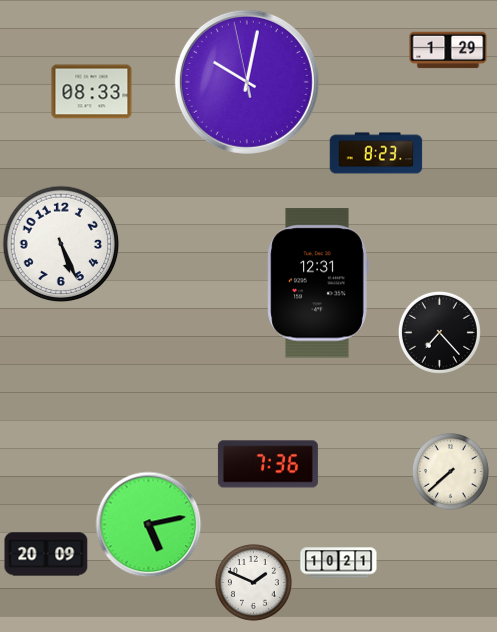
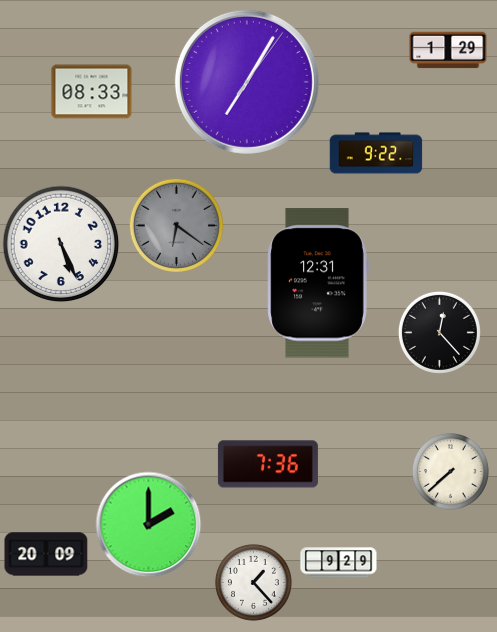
clock at (247, 82): 10:01 -> 7:05
clock at (376, 153): 8:23 -> 9:22
clock at (176, 225): none -> 6:21
clock at (439, 332): 7:23 -> 12:23
clock at (149, 525): 5:13 -> 2:00
clock at (339, 563): 10:21 -> 9:29
clock at (253, 582): 1:49 -> 1:23
